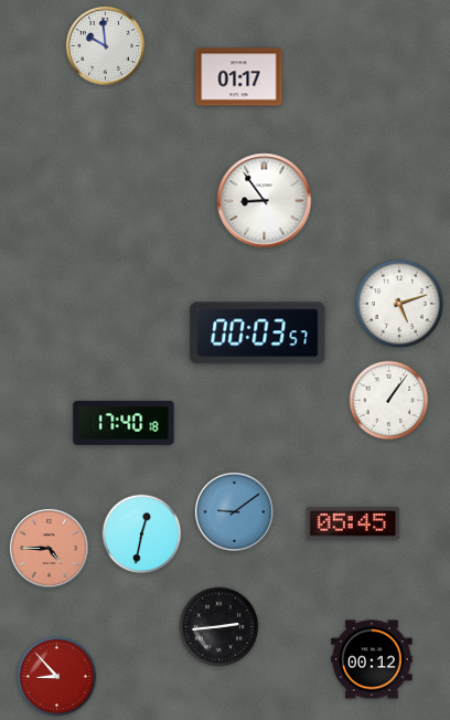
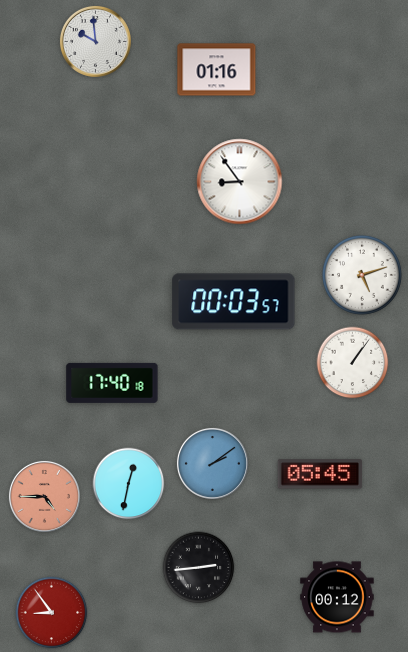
clock at (239, 77): 01:17 -> 01:16
clock at (234, 511): 9:09 -> 2:09
clock at (57, 677): 8:53 -> 8:54
